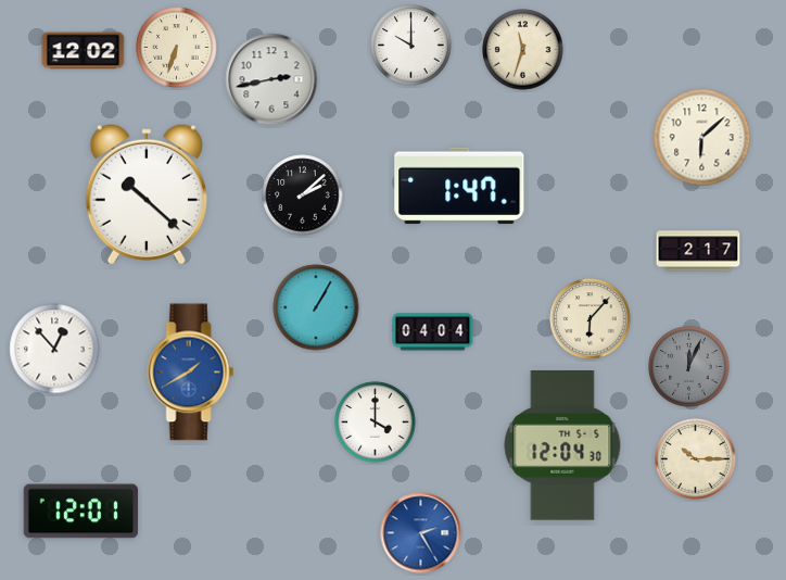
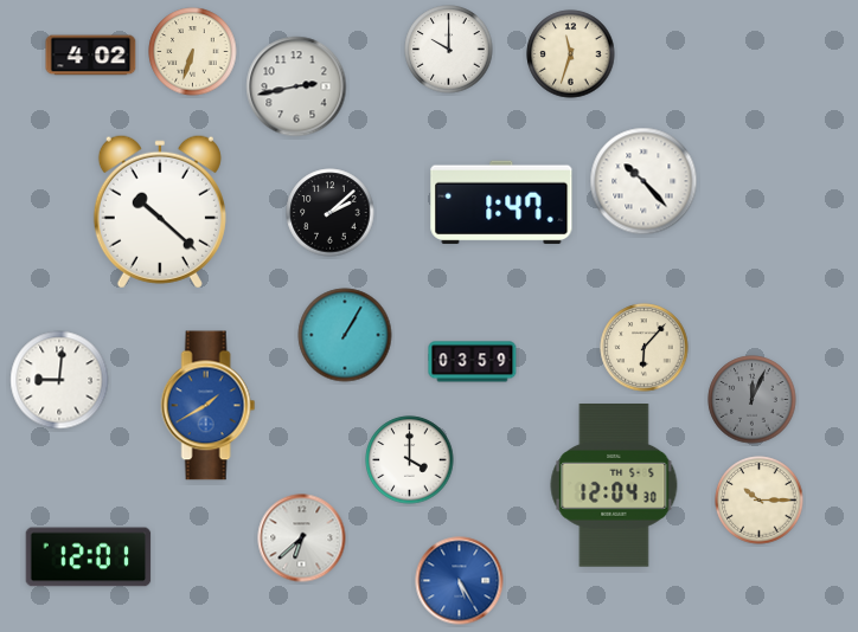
clock at (84, 51): 12:02 -> 4:02
clock at (702, 138): 6:08 -> none
clock at (643, 181): none -> 10:23
clock at (698, 251): 2:17 -> none
clock at (433, 332): 04:04 -> 03:59
clock at (54, 349): 12:53 -> 9:01
clock at (302, 539): none -> 6:38
clock at (421, 533): 2:25 -> 5:25
